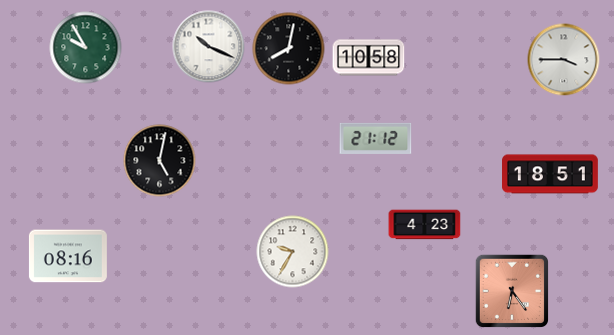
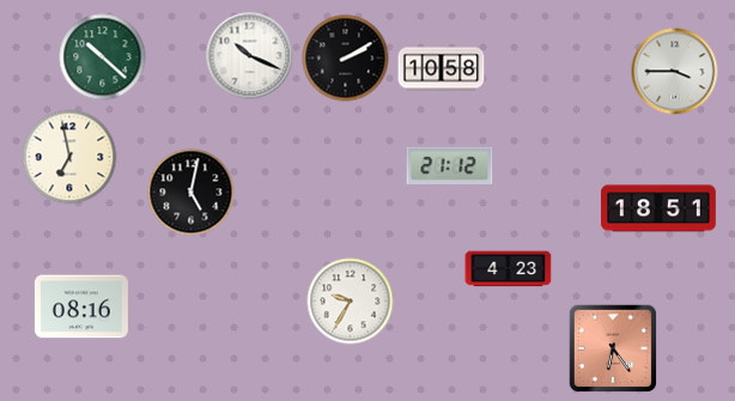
clock at (86, 48): 9:55 -> 10:22
clock at (289, 49): 8:02 -> 2:10
clock at (69, 157): none -> 6:58
